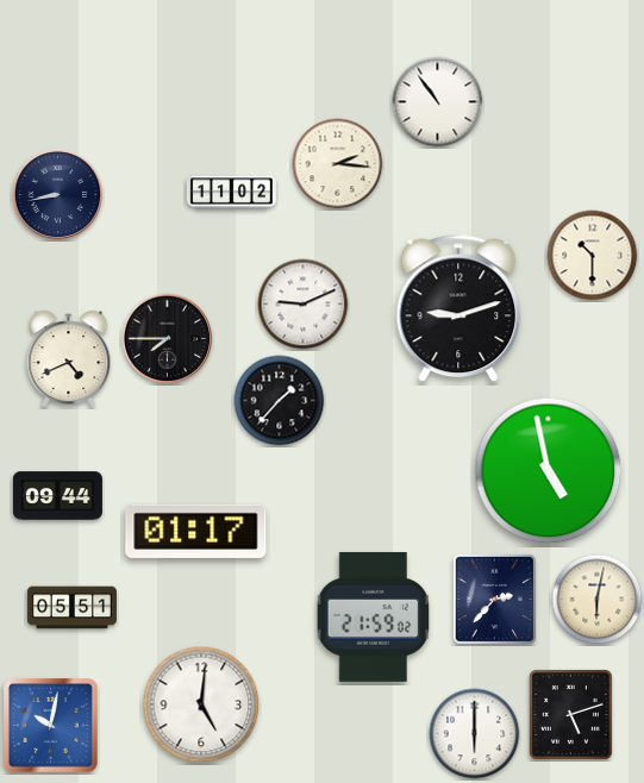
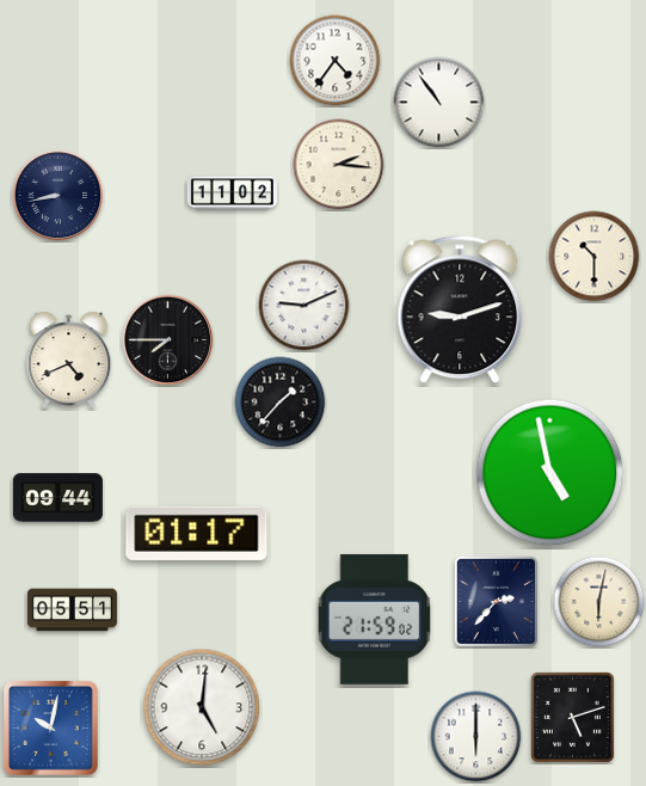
clock at (336, 61): none -> 4:36
